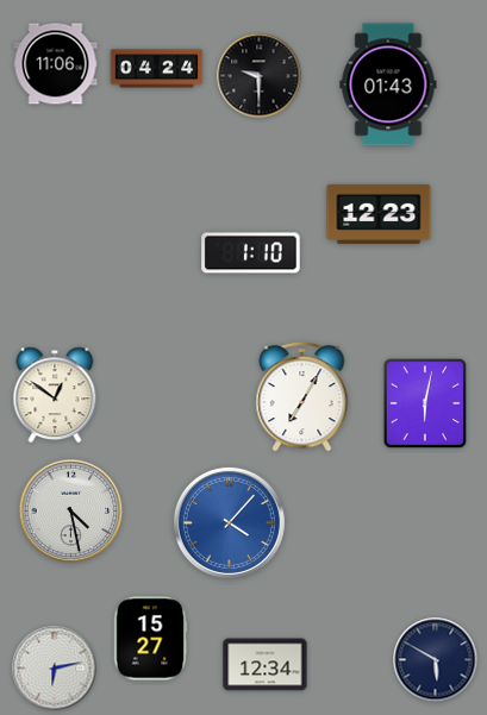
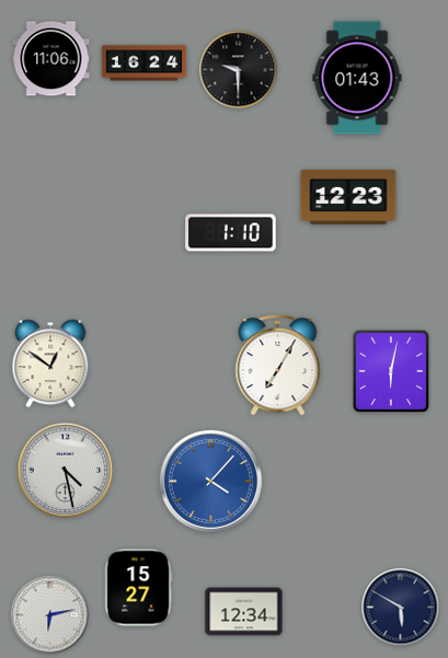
clock at (157, 69): 04:24 -> 16:24
